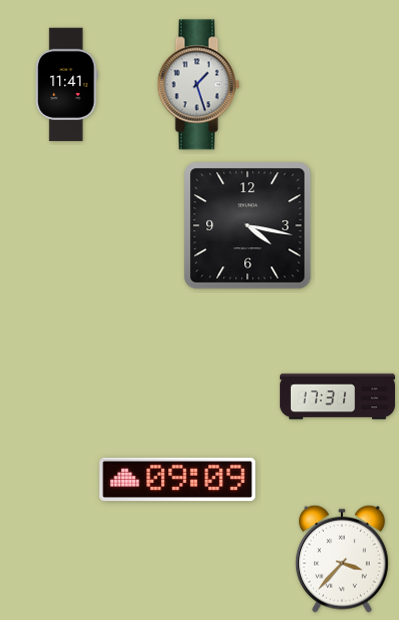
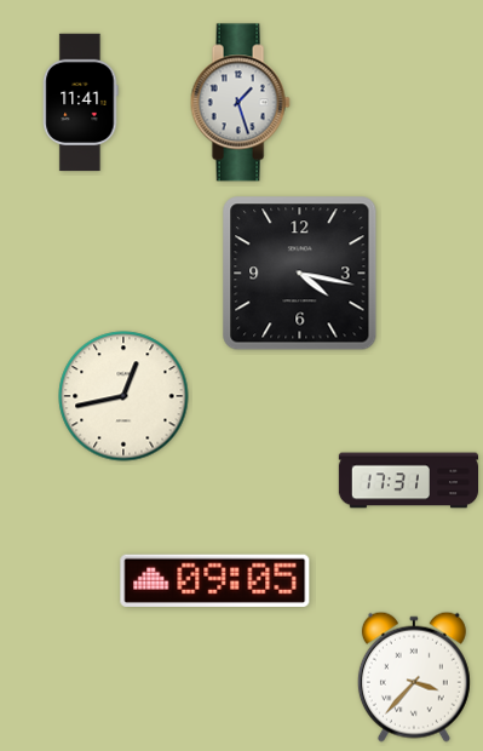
clock at (123, 396): none -> 12:43
clock at (178, 479): 09:09 -> 09:05
